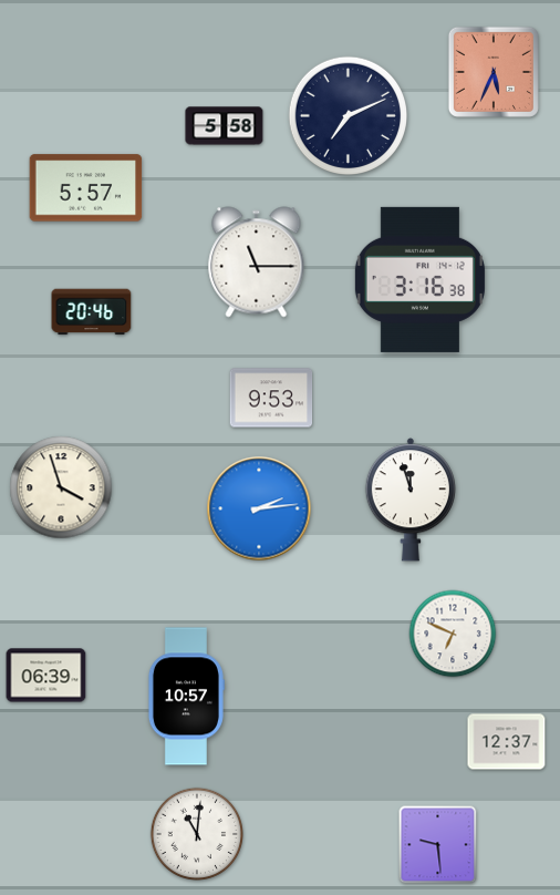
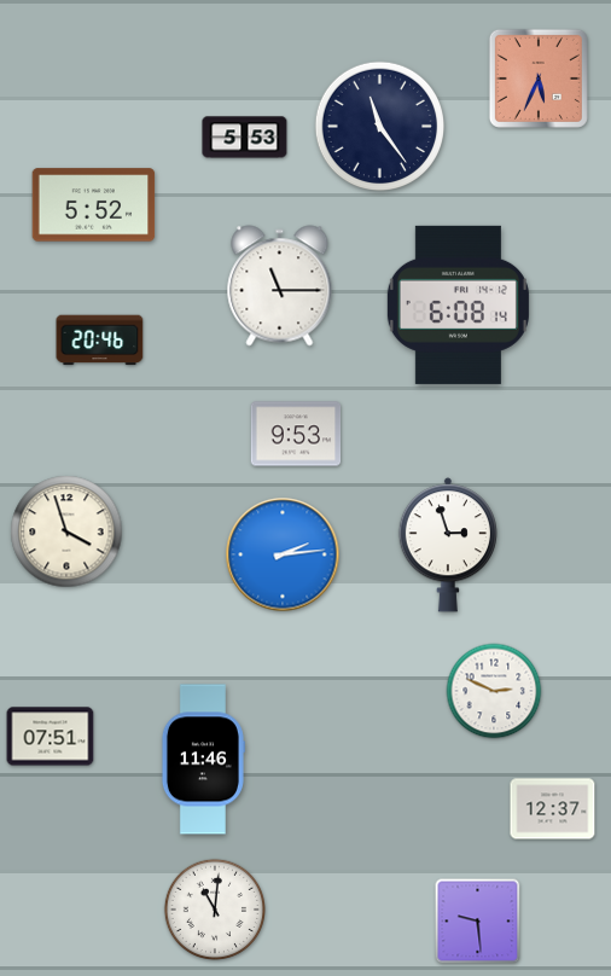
clock at (348, 115): 7:11 -> 11:24
clock at (225, 126): 5:58 -> 5:53
clock at (86, 188): 5:57 -> 5:52
clock at (419, 279): 3:16 -> 6:08
clock at (409, 500): 11:57 -> 2:57
clock at (453, 634): 6:49 -> 2:49
clock at (46, 676): 06:39 -> 07:51
clock at (186, 697): 10:57 -> 11:46
